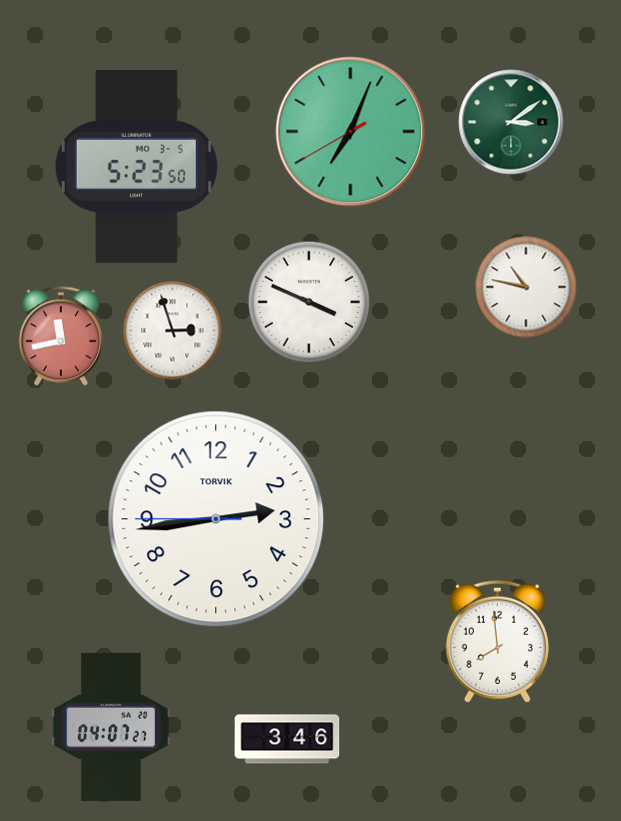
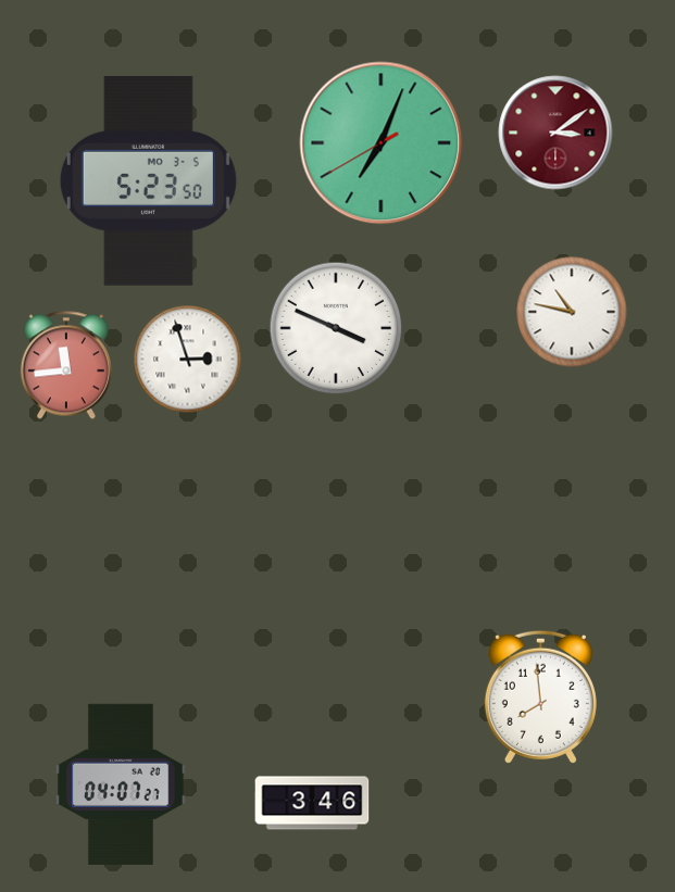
clock at (511, 122) dial: green -> burgundy
clock at (61, 336): 11:43 -> 11:44
clock at (216, 519): 2:43 -> none
clock at (111, 727) position: (111, 727) -> (121, 784)
